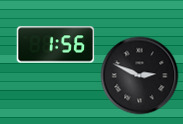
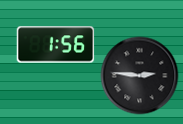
clock at (139, 75): 2:49 -> 2:46
